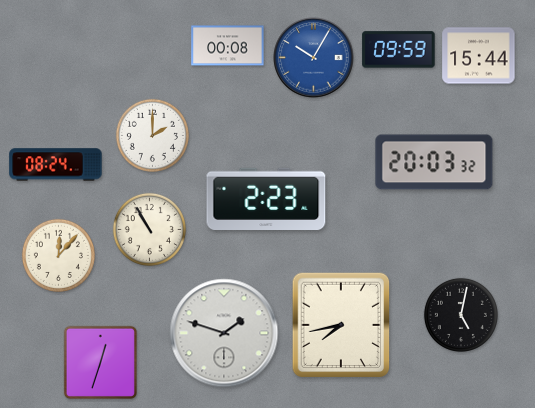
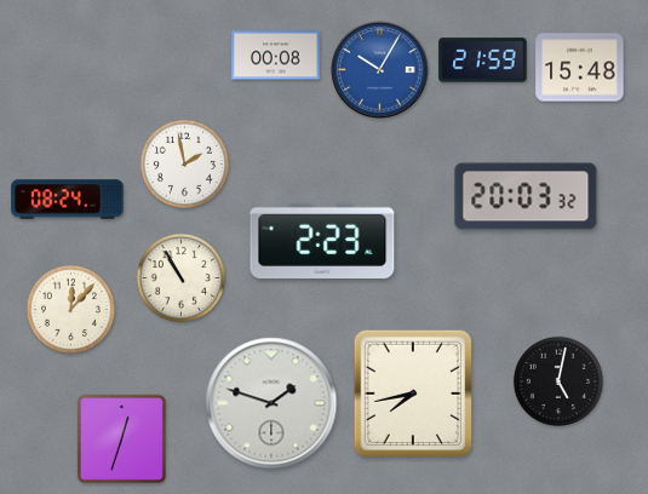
clock at (399, 50): 09:59 -> 21:59
clock at (479, 56): 15:44 -> 15:48
clock at (152, 135): 2:00 -> 1:58
